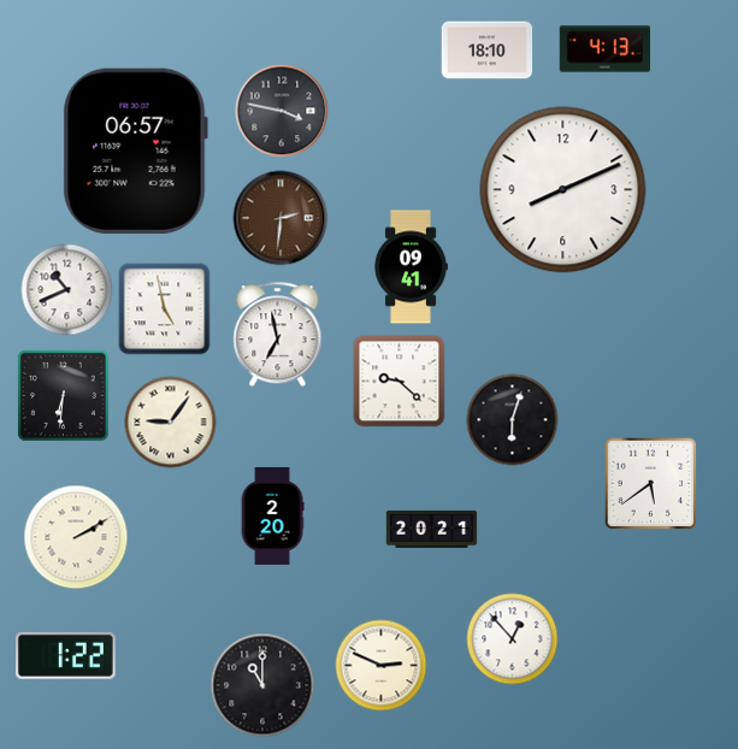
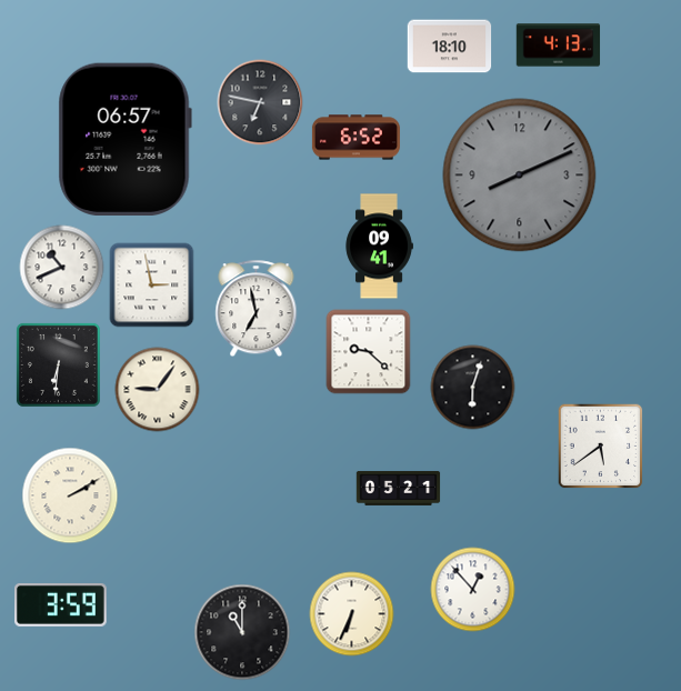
clock at (282, 111): 3:47 -> 6:47
clock at (355, 138): none -> 6:52
clock at (563, 190) dial: white -> grey
clock at (281, 218): 2:31 -> none
clock at (165, 309): 4:58 -> 2:58
clock at (272, 515): 2:20 -> none
clock at (432, 529): 20:21 -> 05:21
clock at (66, 656): 1:22 -> 3:59
clock at (382, 666): 2:49 -> 6:34
